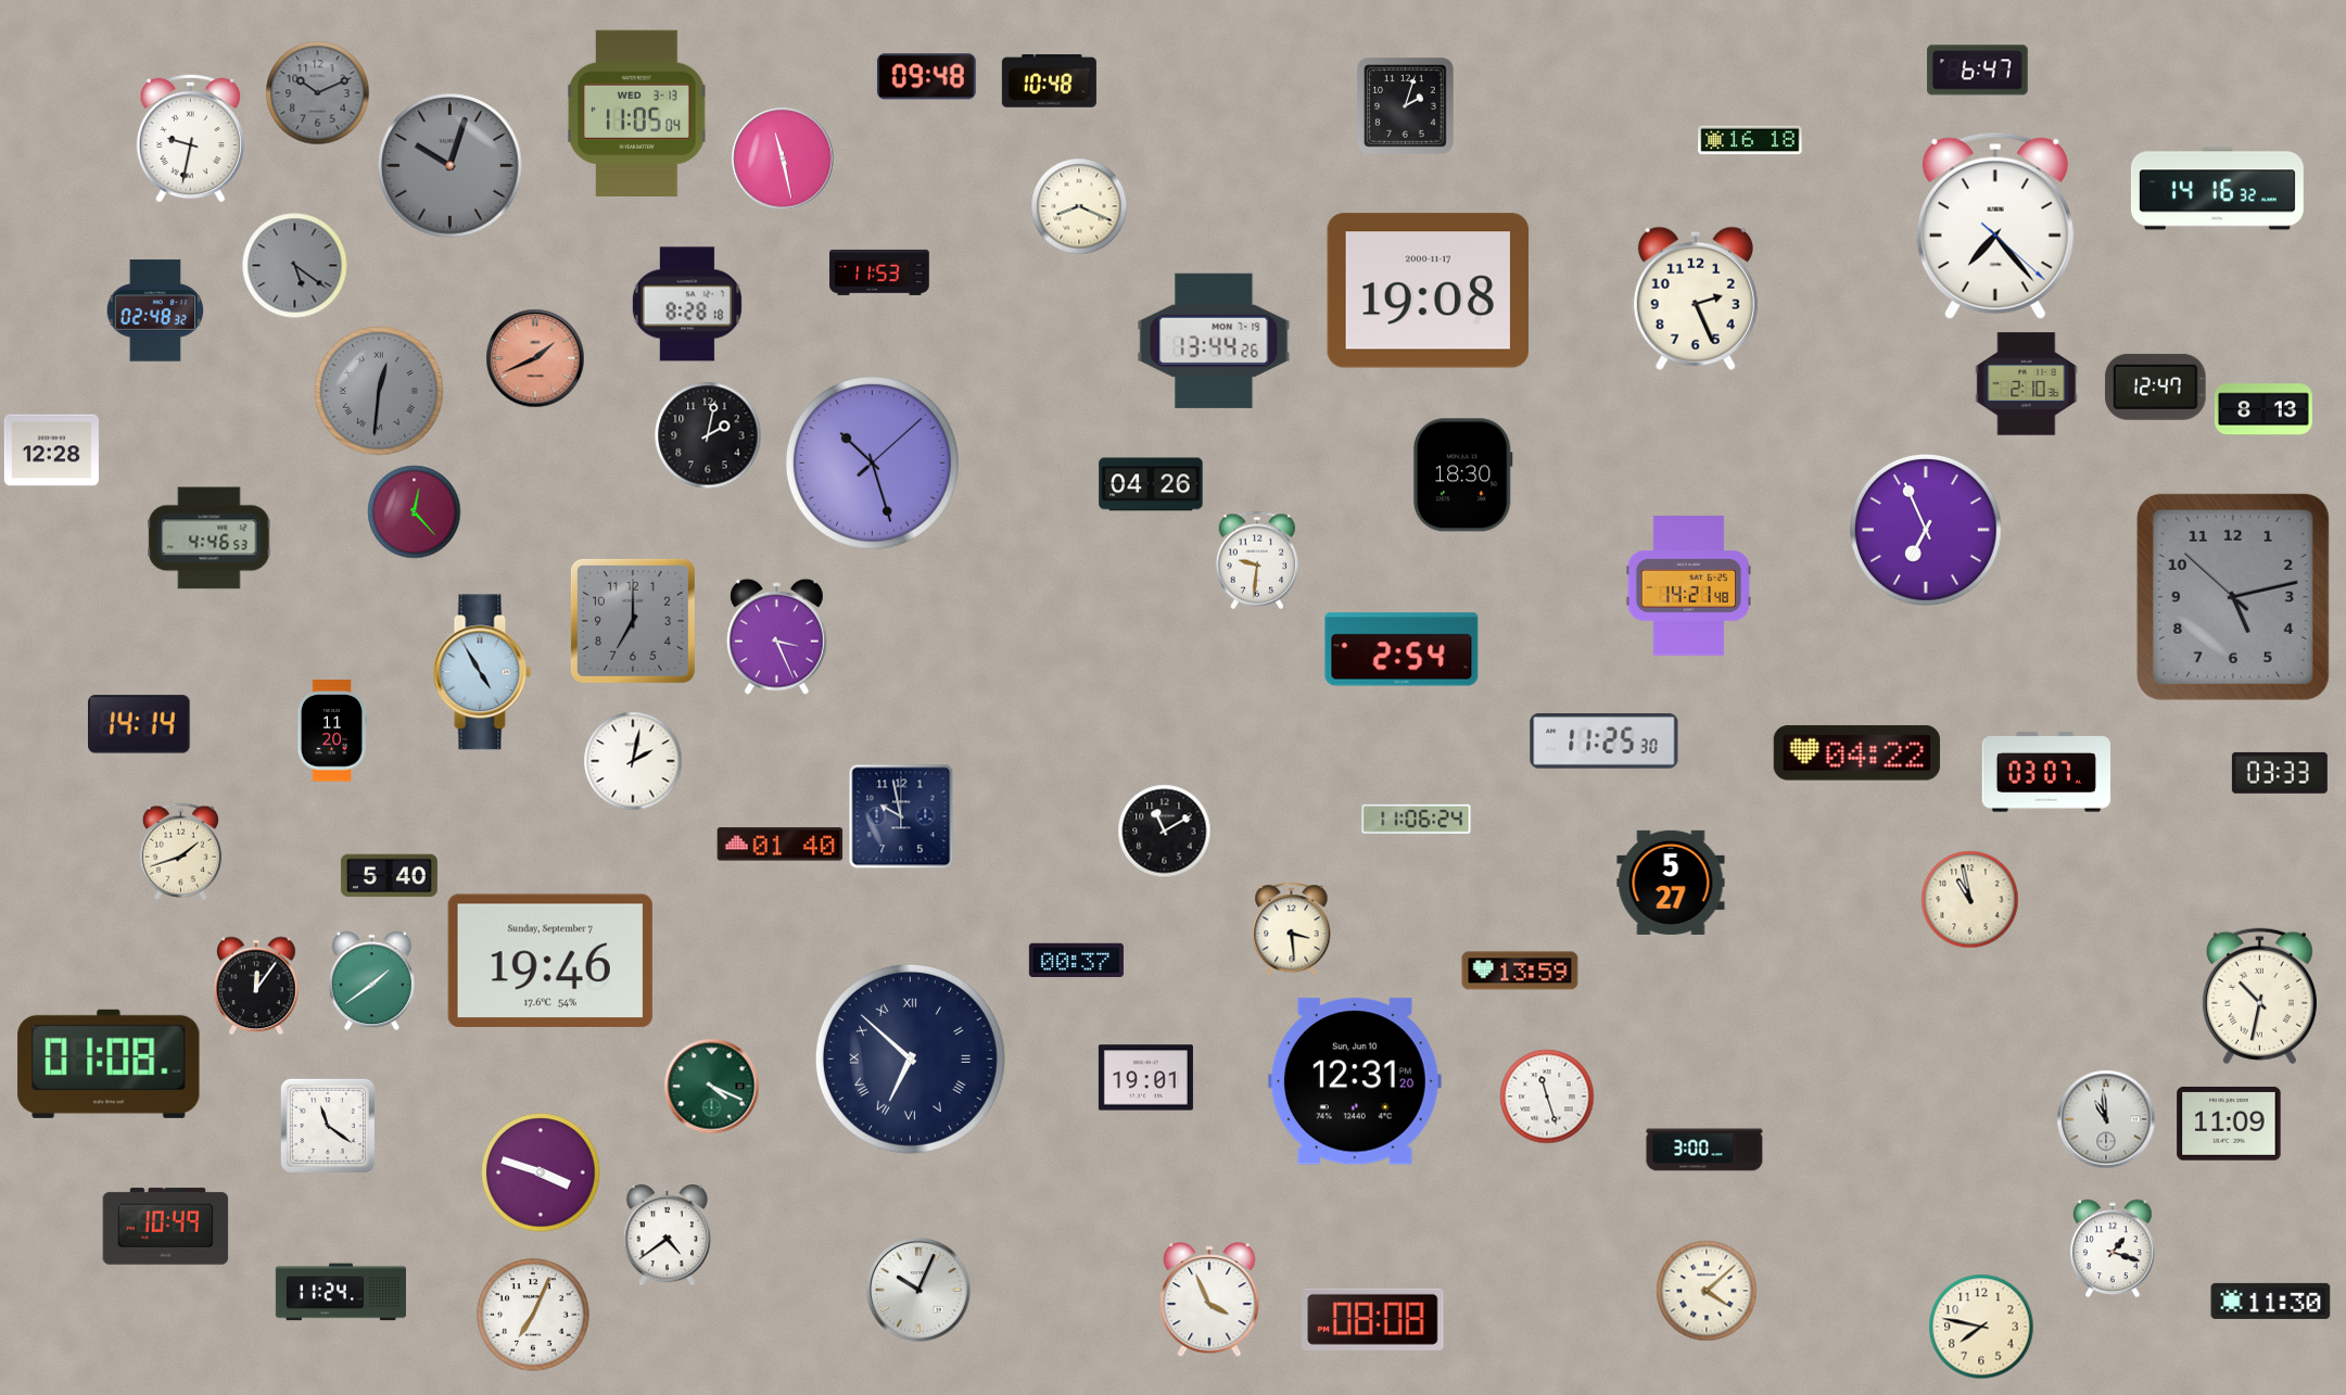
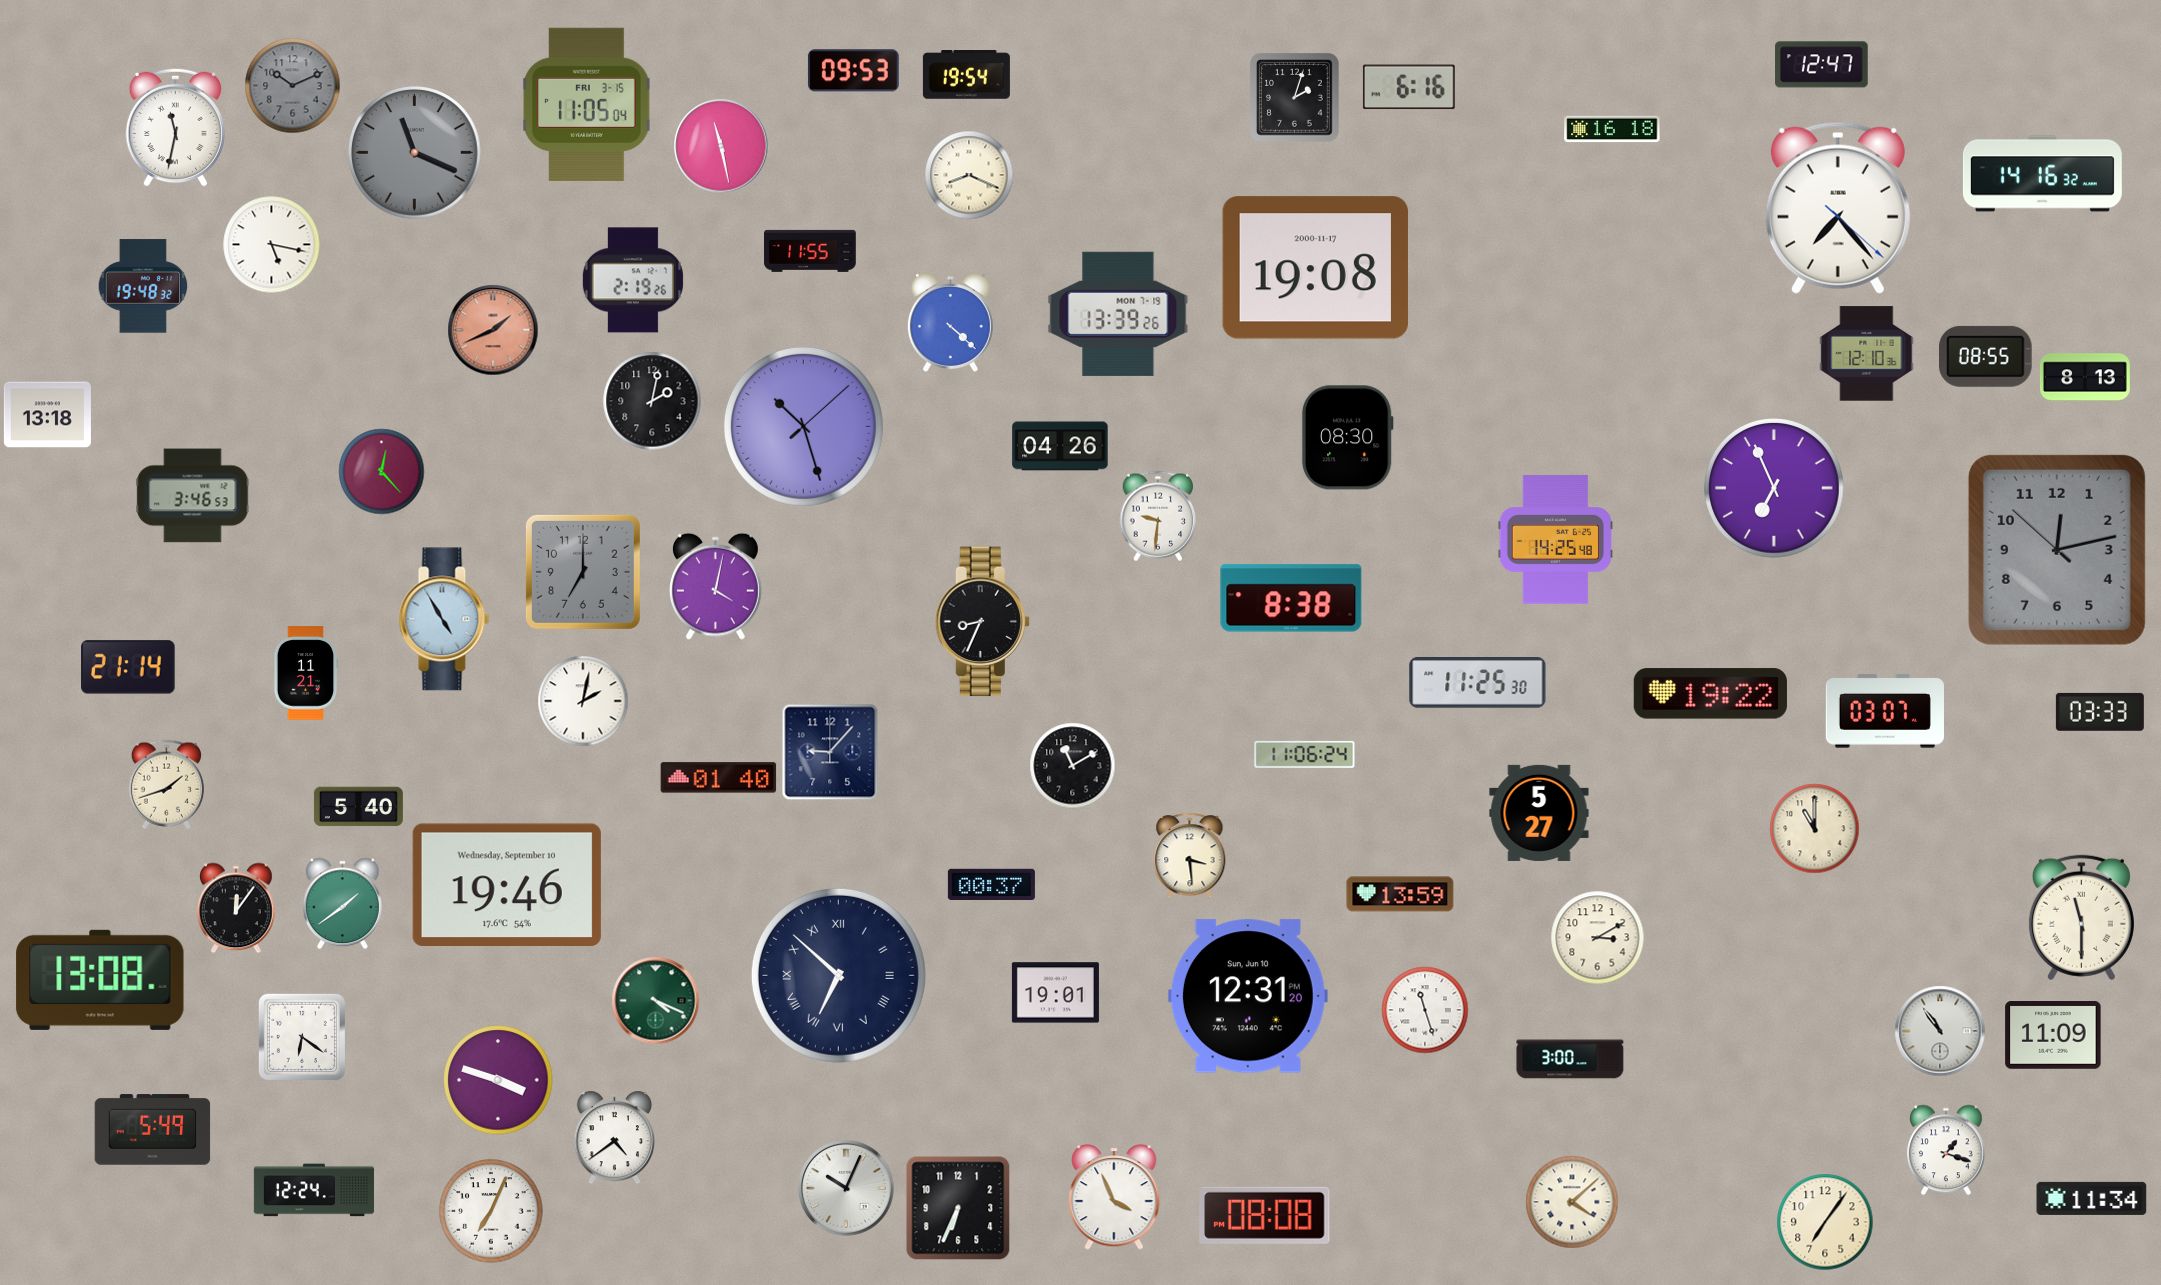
clock at (1978, 71): 6:47 -> 12:47
clock at (926, 77): 09:48 -> 09:53
clock at (1049, 81): 10:48 -> 19:54
clock at (1409, 87): none -> 6:16
clock at (637, 113) date: WED 3-13 -> FRI 3-15
clock at (190, 138): 9:32 -> 11:32
clock at (451, 166): 10:03 -> 11:19
clock at (1079, 206) position: (1079, 206) -> (969, 175)
clock at (295, 266): 5:21 -> 5:17
clock at (295, 266) dial: grey -> white
clock at (879, 272): 11:53 -> 11:55
clock at (1696, 299): 2:26 -> none
clock at (687, 304): 8:28 -> 2:19
clock at (155, 310): 02:48 -> 19:48
clock at (1214, 341): 13:44 -> 13:39
clock at (950, 323): none -> 4:22
clock at (2027, 384): 2:10 -> 12:10
clock at (2155, 386): 12:47 -> 08:55
clock at (379, 391): 12:31 -> none
clock at (51, 451): 12:28 -> 13:18
clock at (1462, 475): 18:30 -> 08:30
clock at (210, 538): 4:46 -> 3:46
clock at (1688, 586): 14:21 -> 14:25
clock at (2233, 597): 5:12 -> 12:12
clock at (776, 636): 3:26 -> 4:02
clock at (1402, 649): 2:54 -> 8:38
clock at (982, 622): none -> 8:34
clock at (139, 724): 14:14 -> 21:14
clock at (332, 731): 11:20 -> 11:21
clock at (1856, 753): 04:22 -> 19:22
clock at (901, 816): 9:58 -> 9:07
clock at (1970, 900): 10:58 -> 11:00
clock at (550, 960) date: Sunday, September 7 -> Wednesday, September 10
clock at (2259, 997): 10:32 -> 11:30
clock at (1598, 938): none -> 3:10
clock at (109, 1064): 01:08 -> 13:08
clock at (2106, 1119): 10:59 -> 10:54
clock at (328, 1126): 11:21 -> 6:21
clock at (166, 1227): 10:49 -> 5:49
clock at (1707, 1291) position: (1707, 1291) -> (1572, 1202)
clock at (341, 1292): 11:24 -> 12:24
clock at (2271, 1301): 11:30 -> 11:34
clock at (958, 1208): none -> 6:34
clock at (1981, 1327): 7:47 -> 7:06
